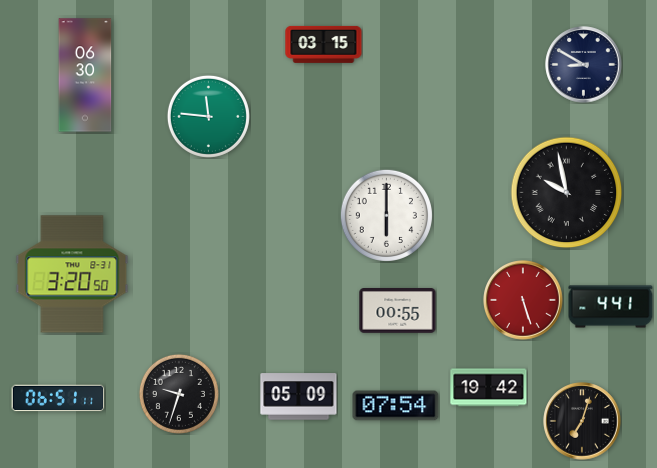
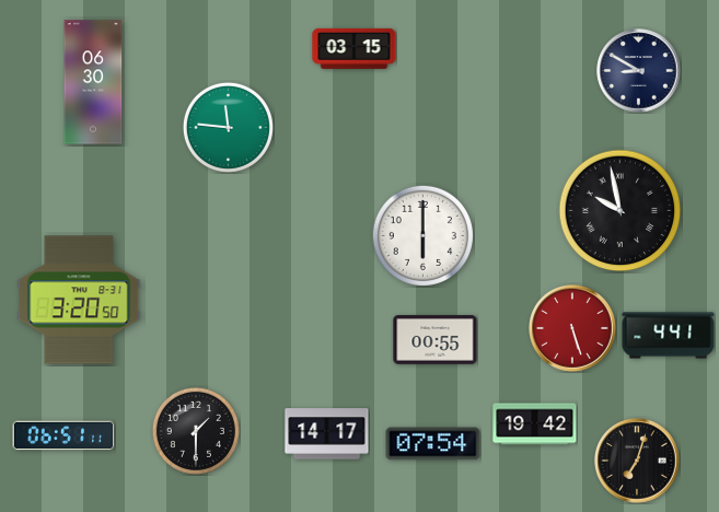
clock at (179, 394): 9:33 -> 1:30
clock at (299, 397): 05:09 -> 14:17
